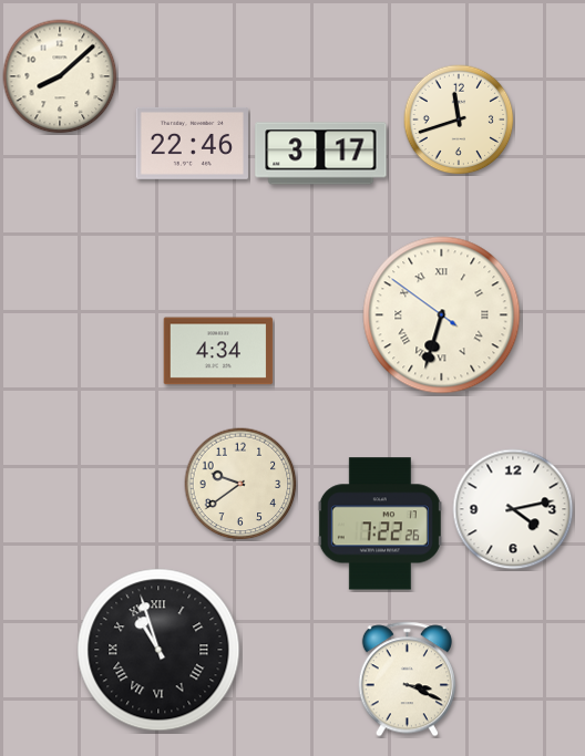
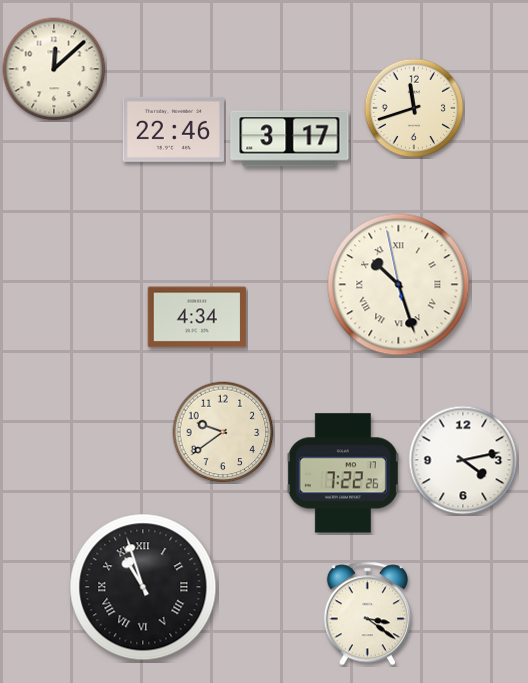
clock at (60, 76): 8:08 -> 12:08
clock at (442, 315): 6:32 -> 10:26
clock at (240, 484) position: (240, 484) -> (223, 432)
clock at (407, 680): 3:19 -> 3:21
